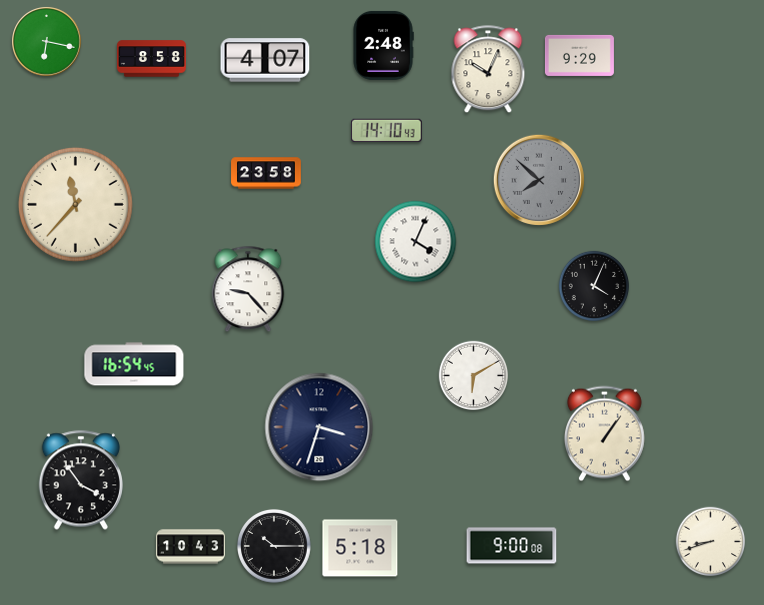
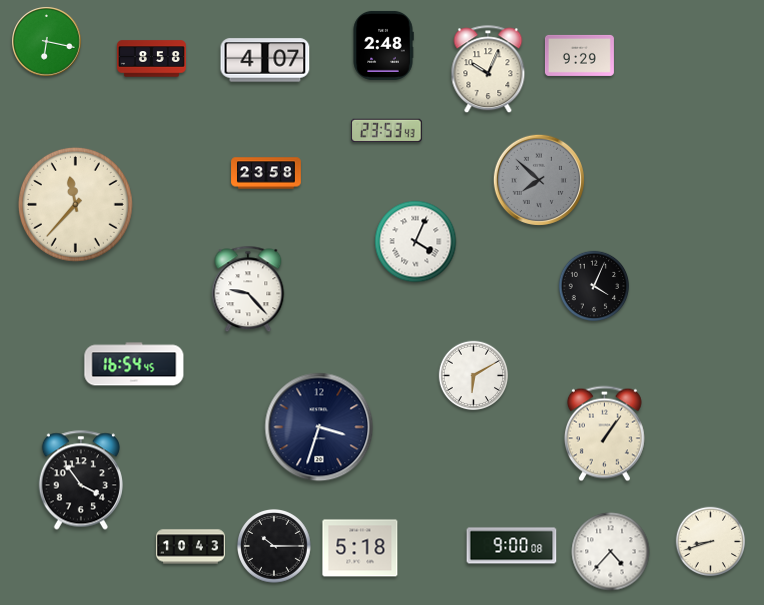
clock at (387, 130): 14:10 -> 23:53
clock at (611, 552): none -> 4:37
